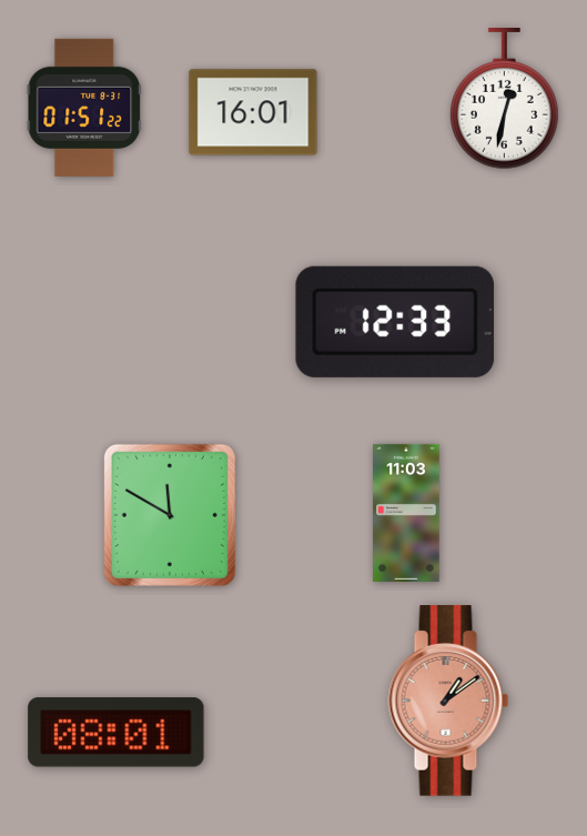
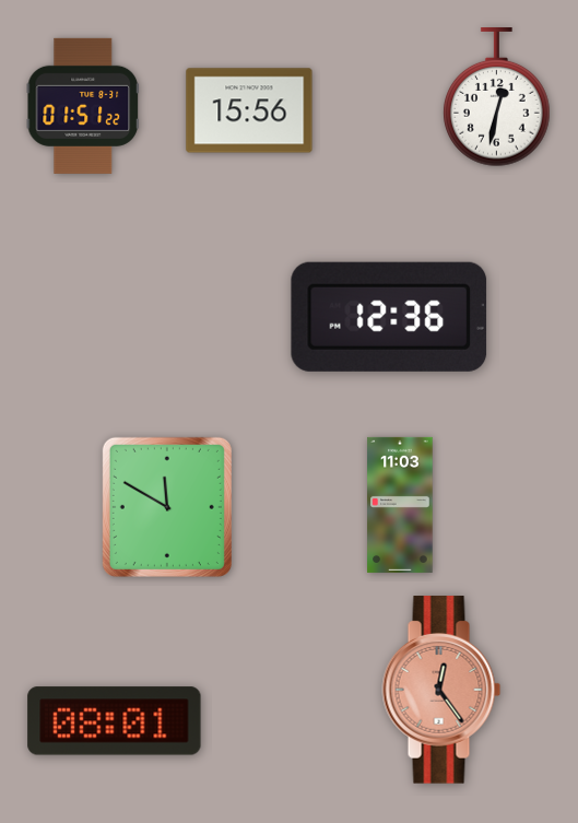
clock at (253, 112): 16:01 -> 15:56
clock at (395, 322): 12:33 -> 12:36
clock at (448, 701): 1:09 -> 12:24
